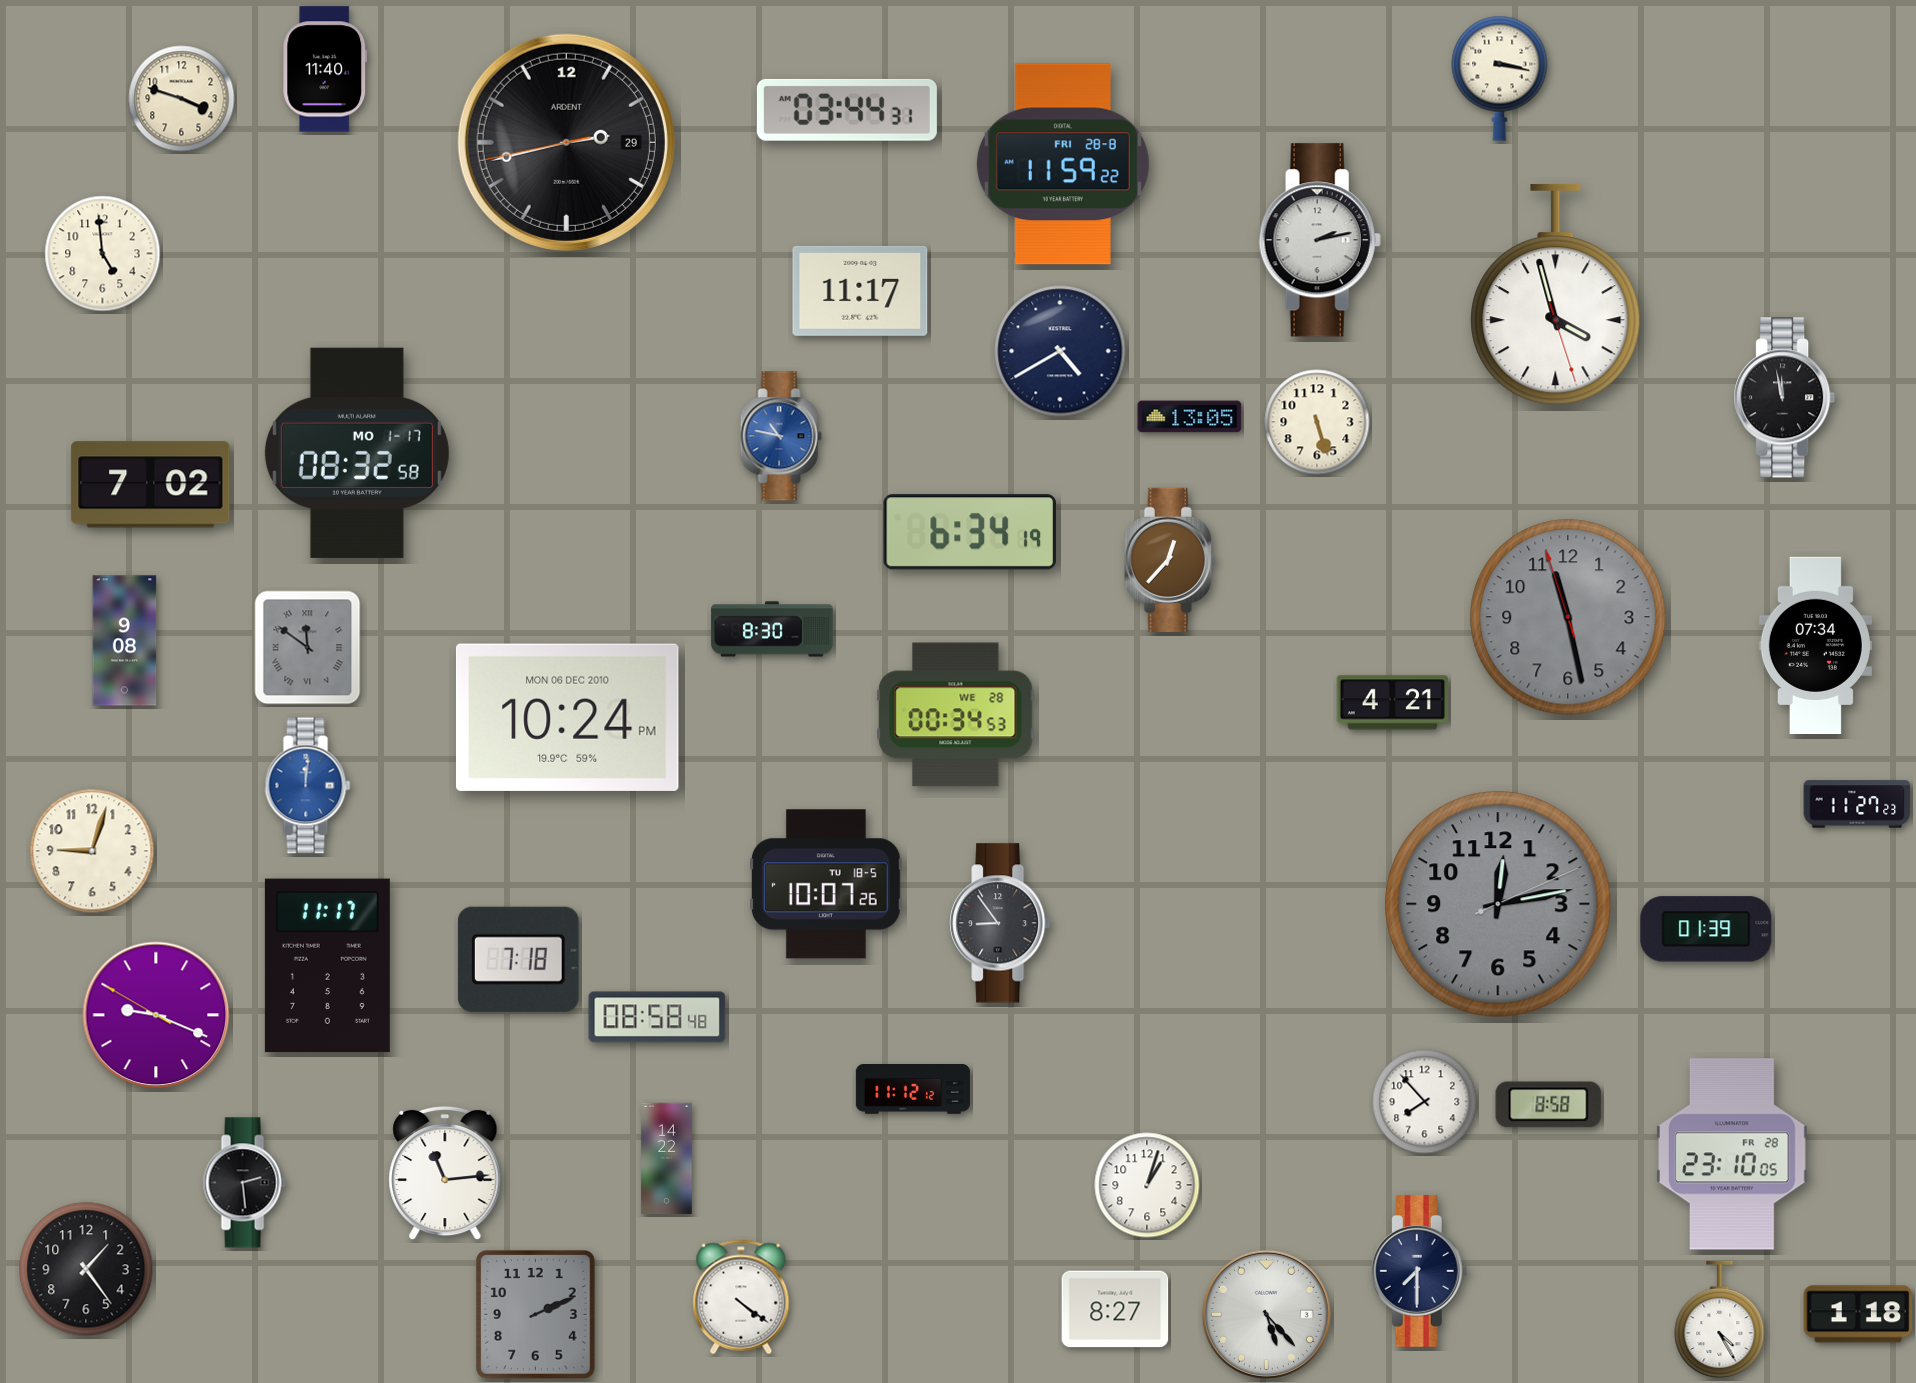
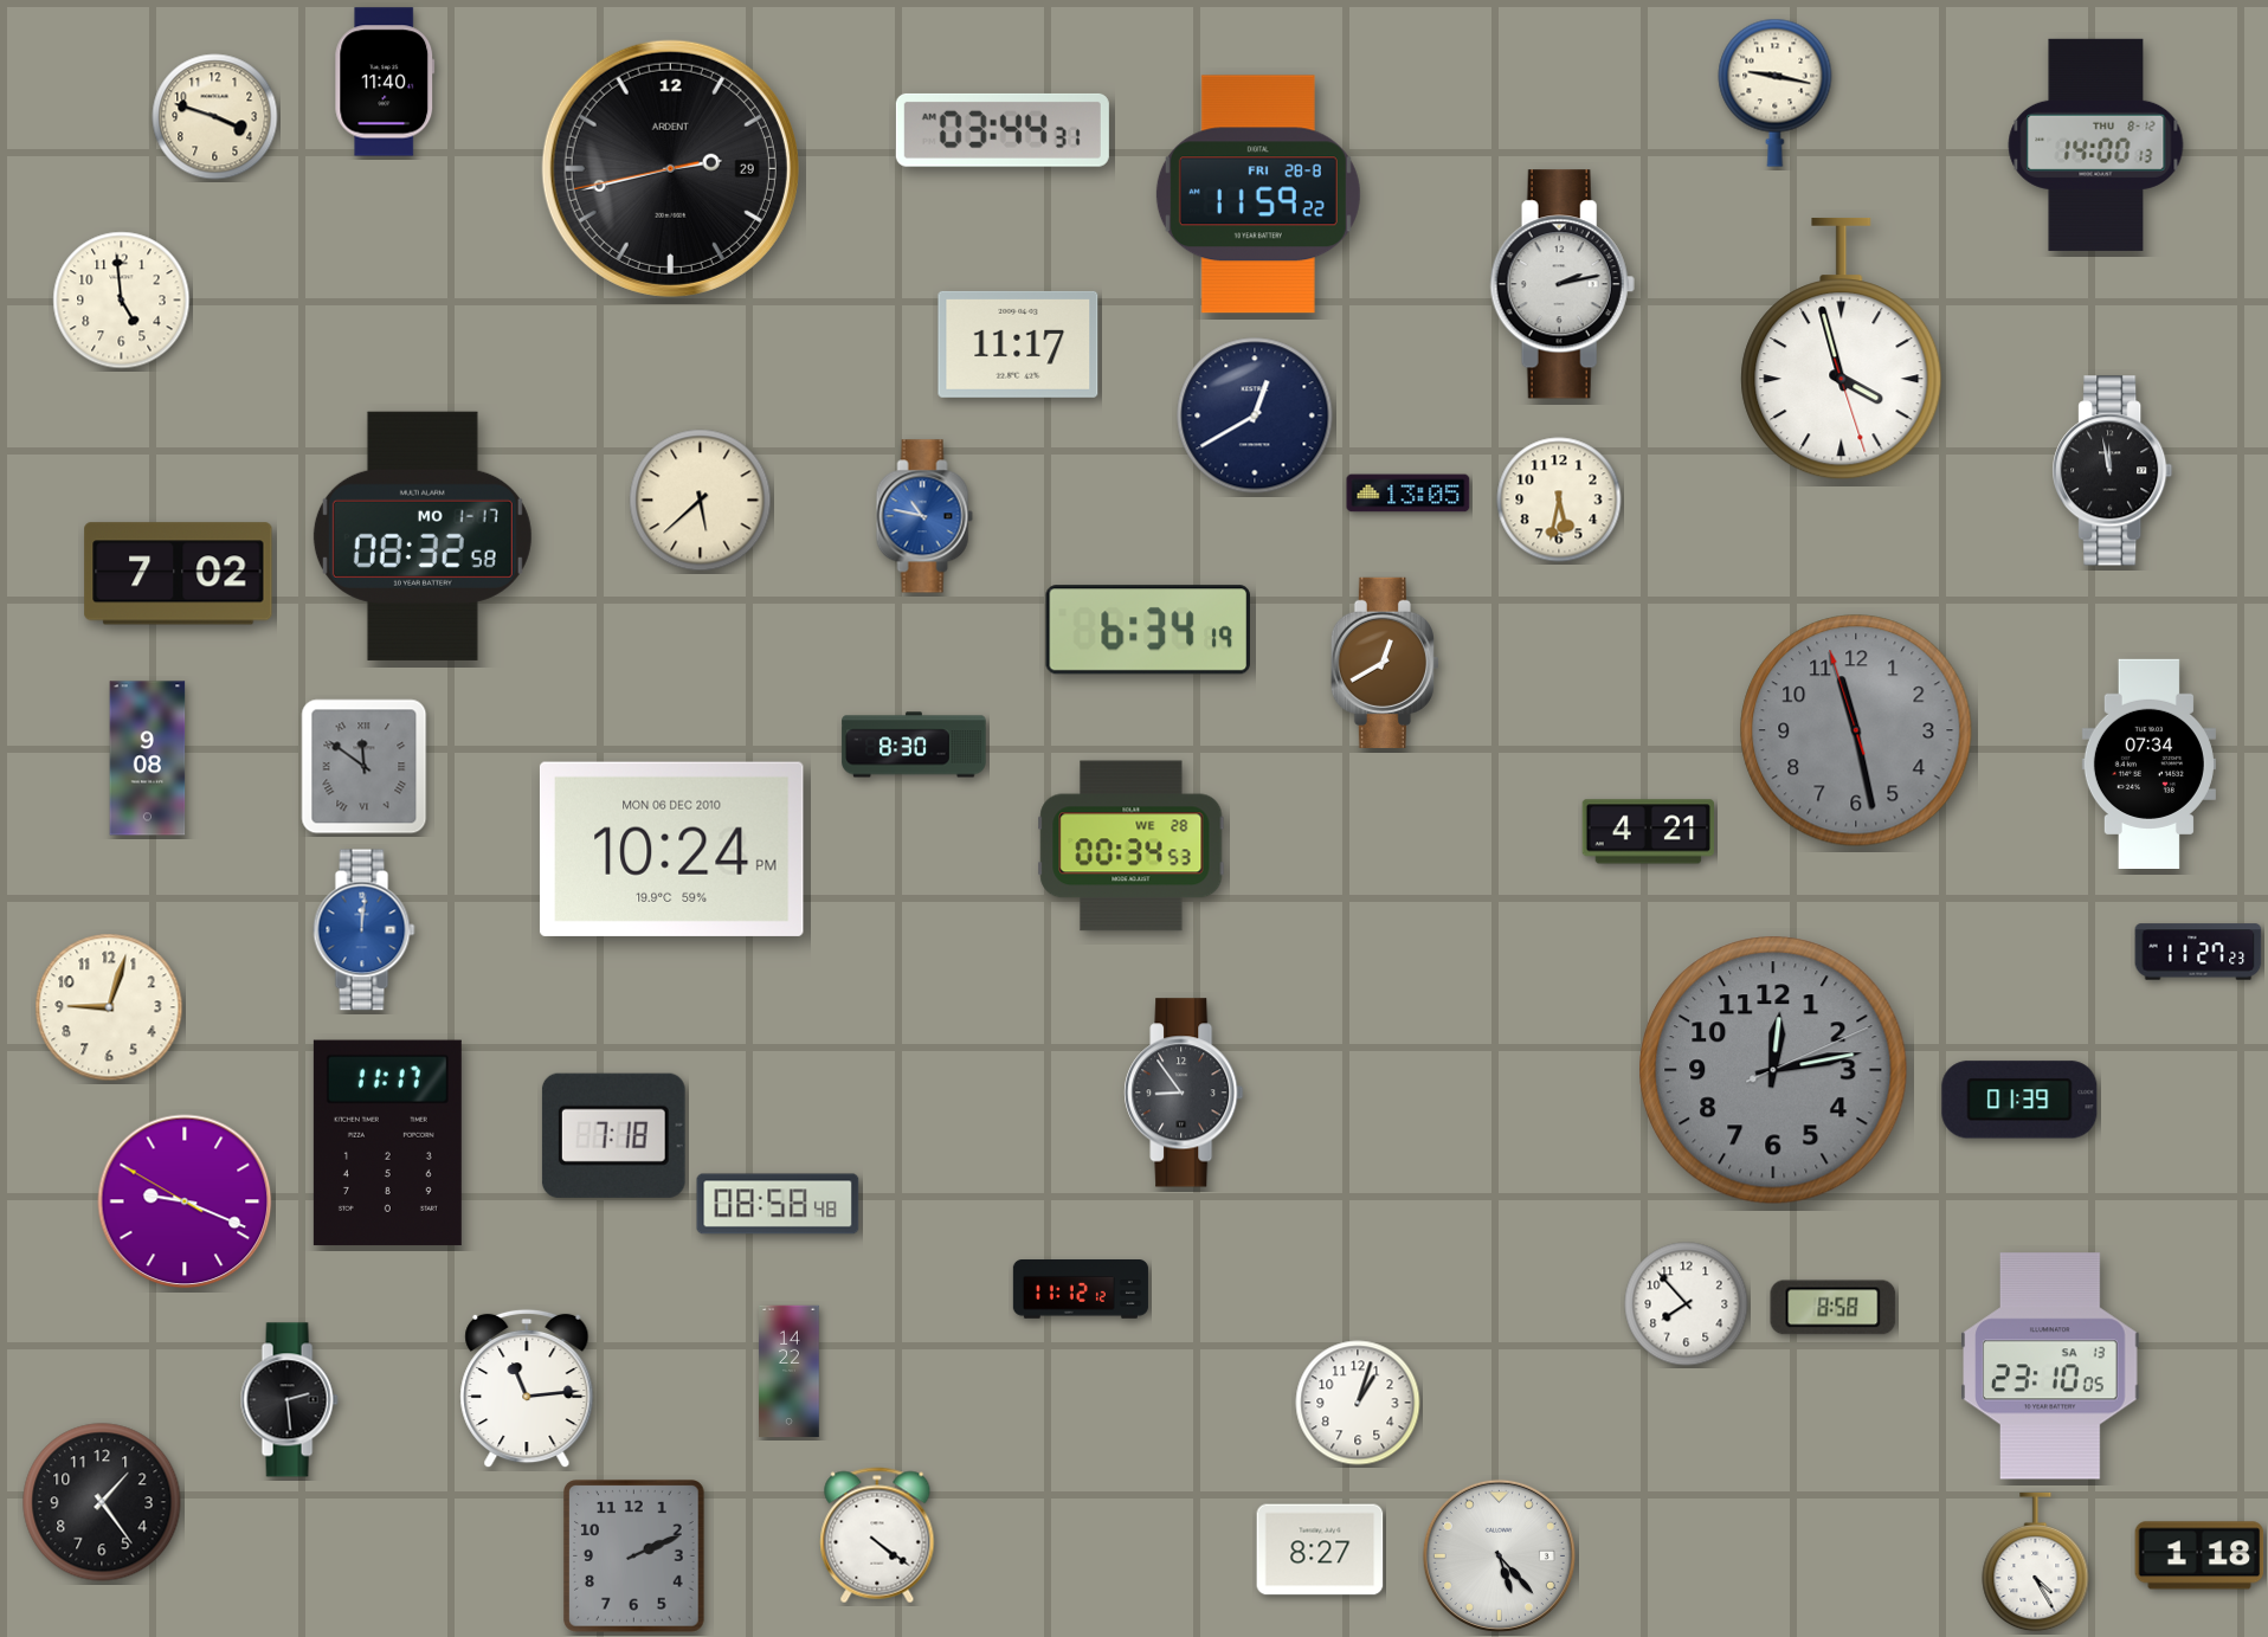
clock at (1500, 78): 3:17 -> 9:17
clock at (2096, 144): none -> 14:00
clock at (1060, 351): 4:40 -> 12:40
clock at (1317, 422): 5:27 -> 5:32
clock at (701, 501): none -> 5:38
clock at (1170, 560): 12:37 -> 12:40
clock at (827, 884): 10:07 -> none
clock at (1732, 1154) date: FR 28 -> SA 13
clock at (1419, 1271): 7:30 -> none
